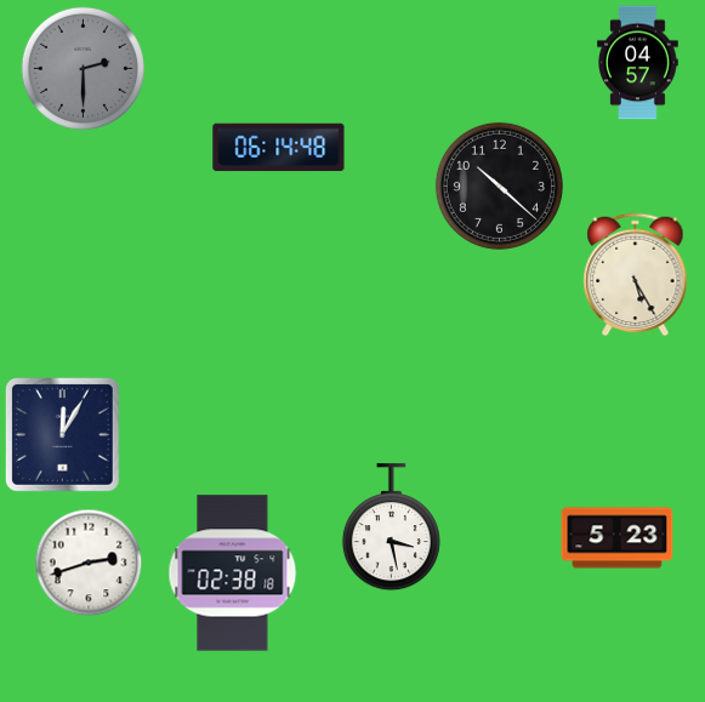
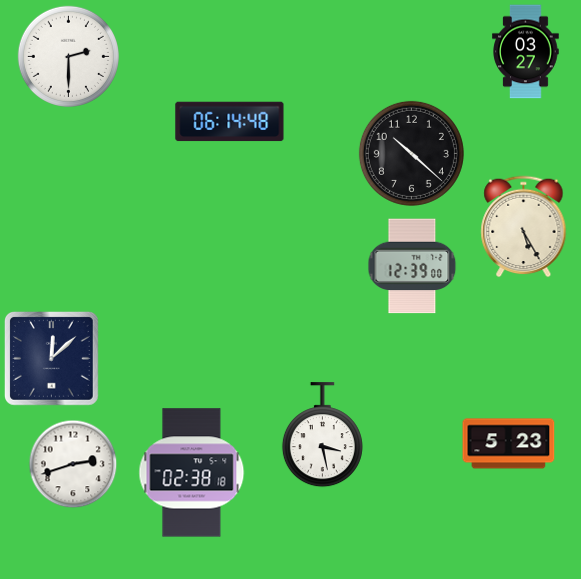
clock at (638, 63): 04:57 -> 03:27
clock at (83, 68) dial: grey -> white
clock at (412, 266): none -> 12:39
clock at (63, 435): 12:05 -> 12:08
